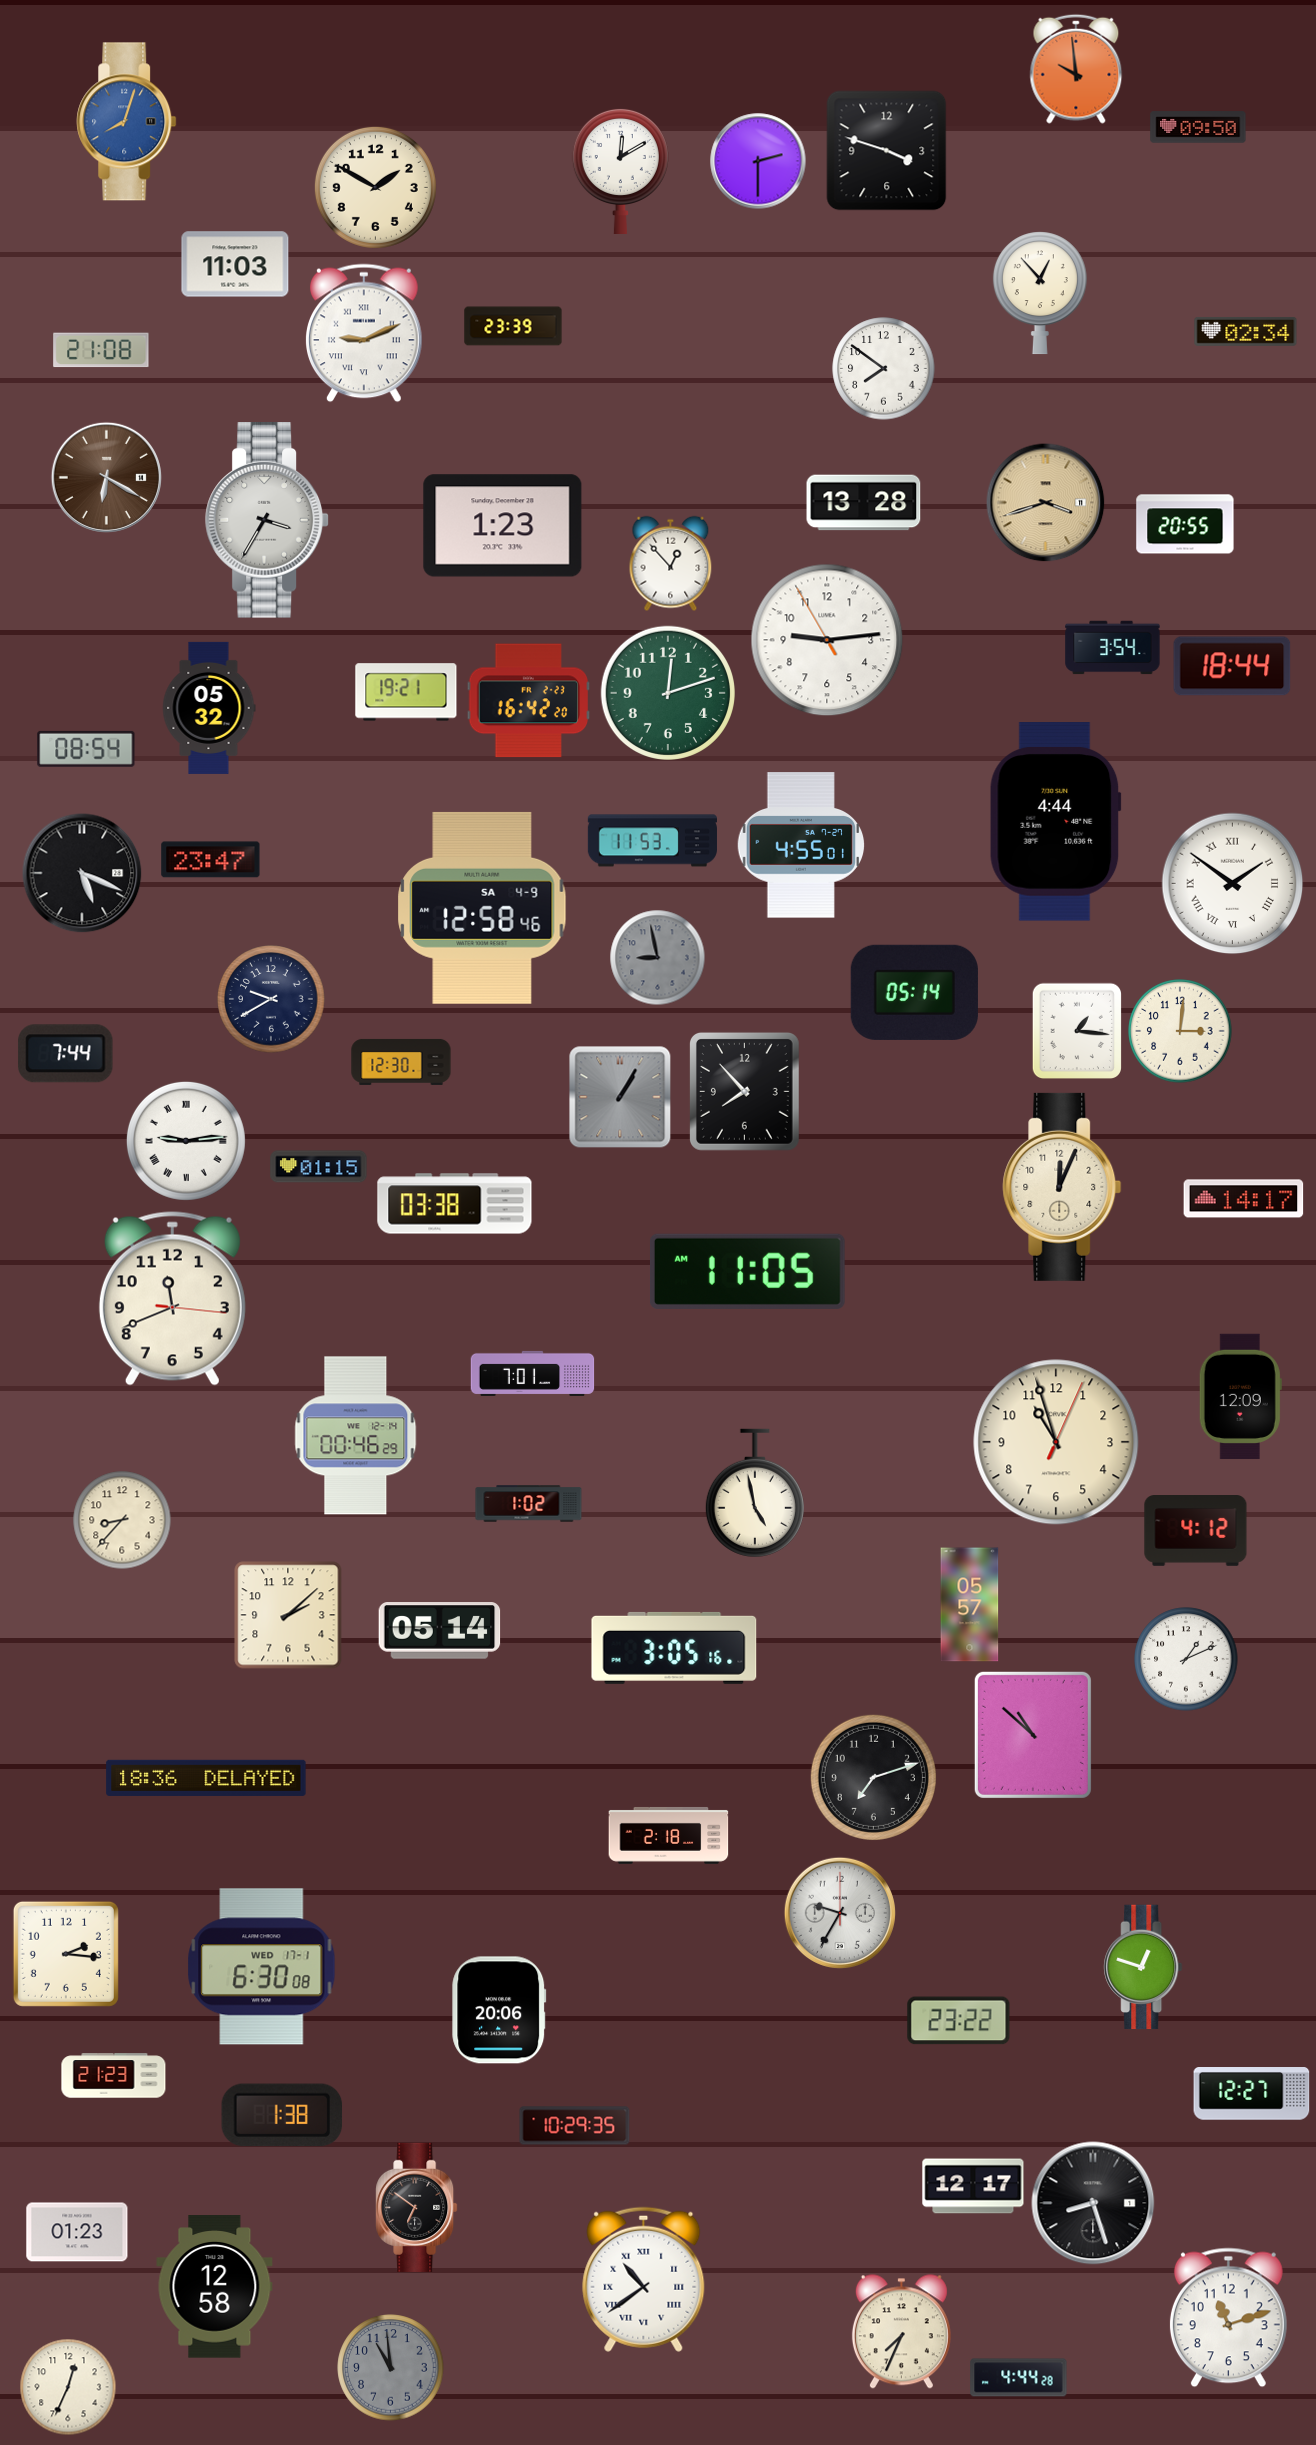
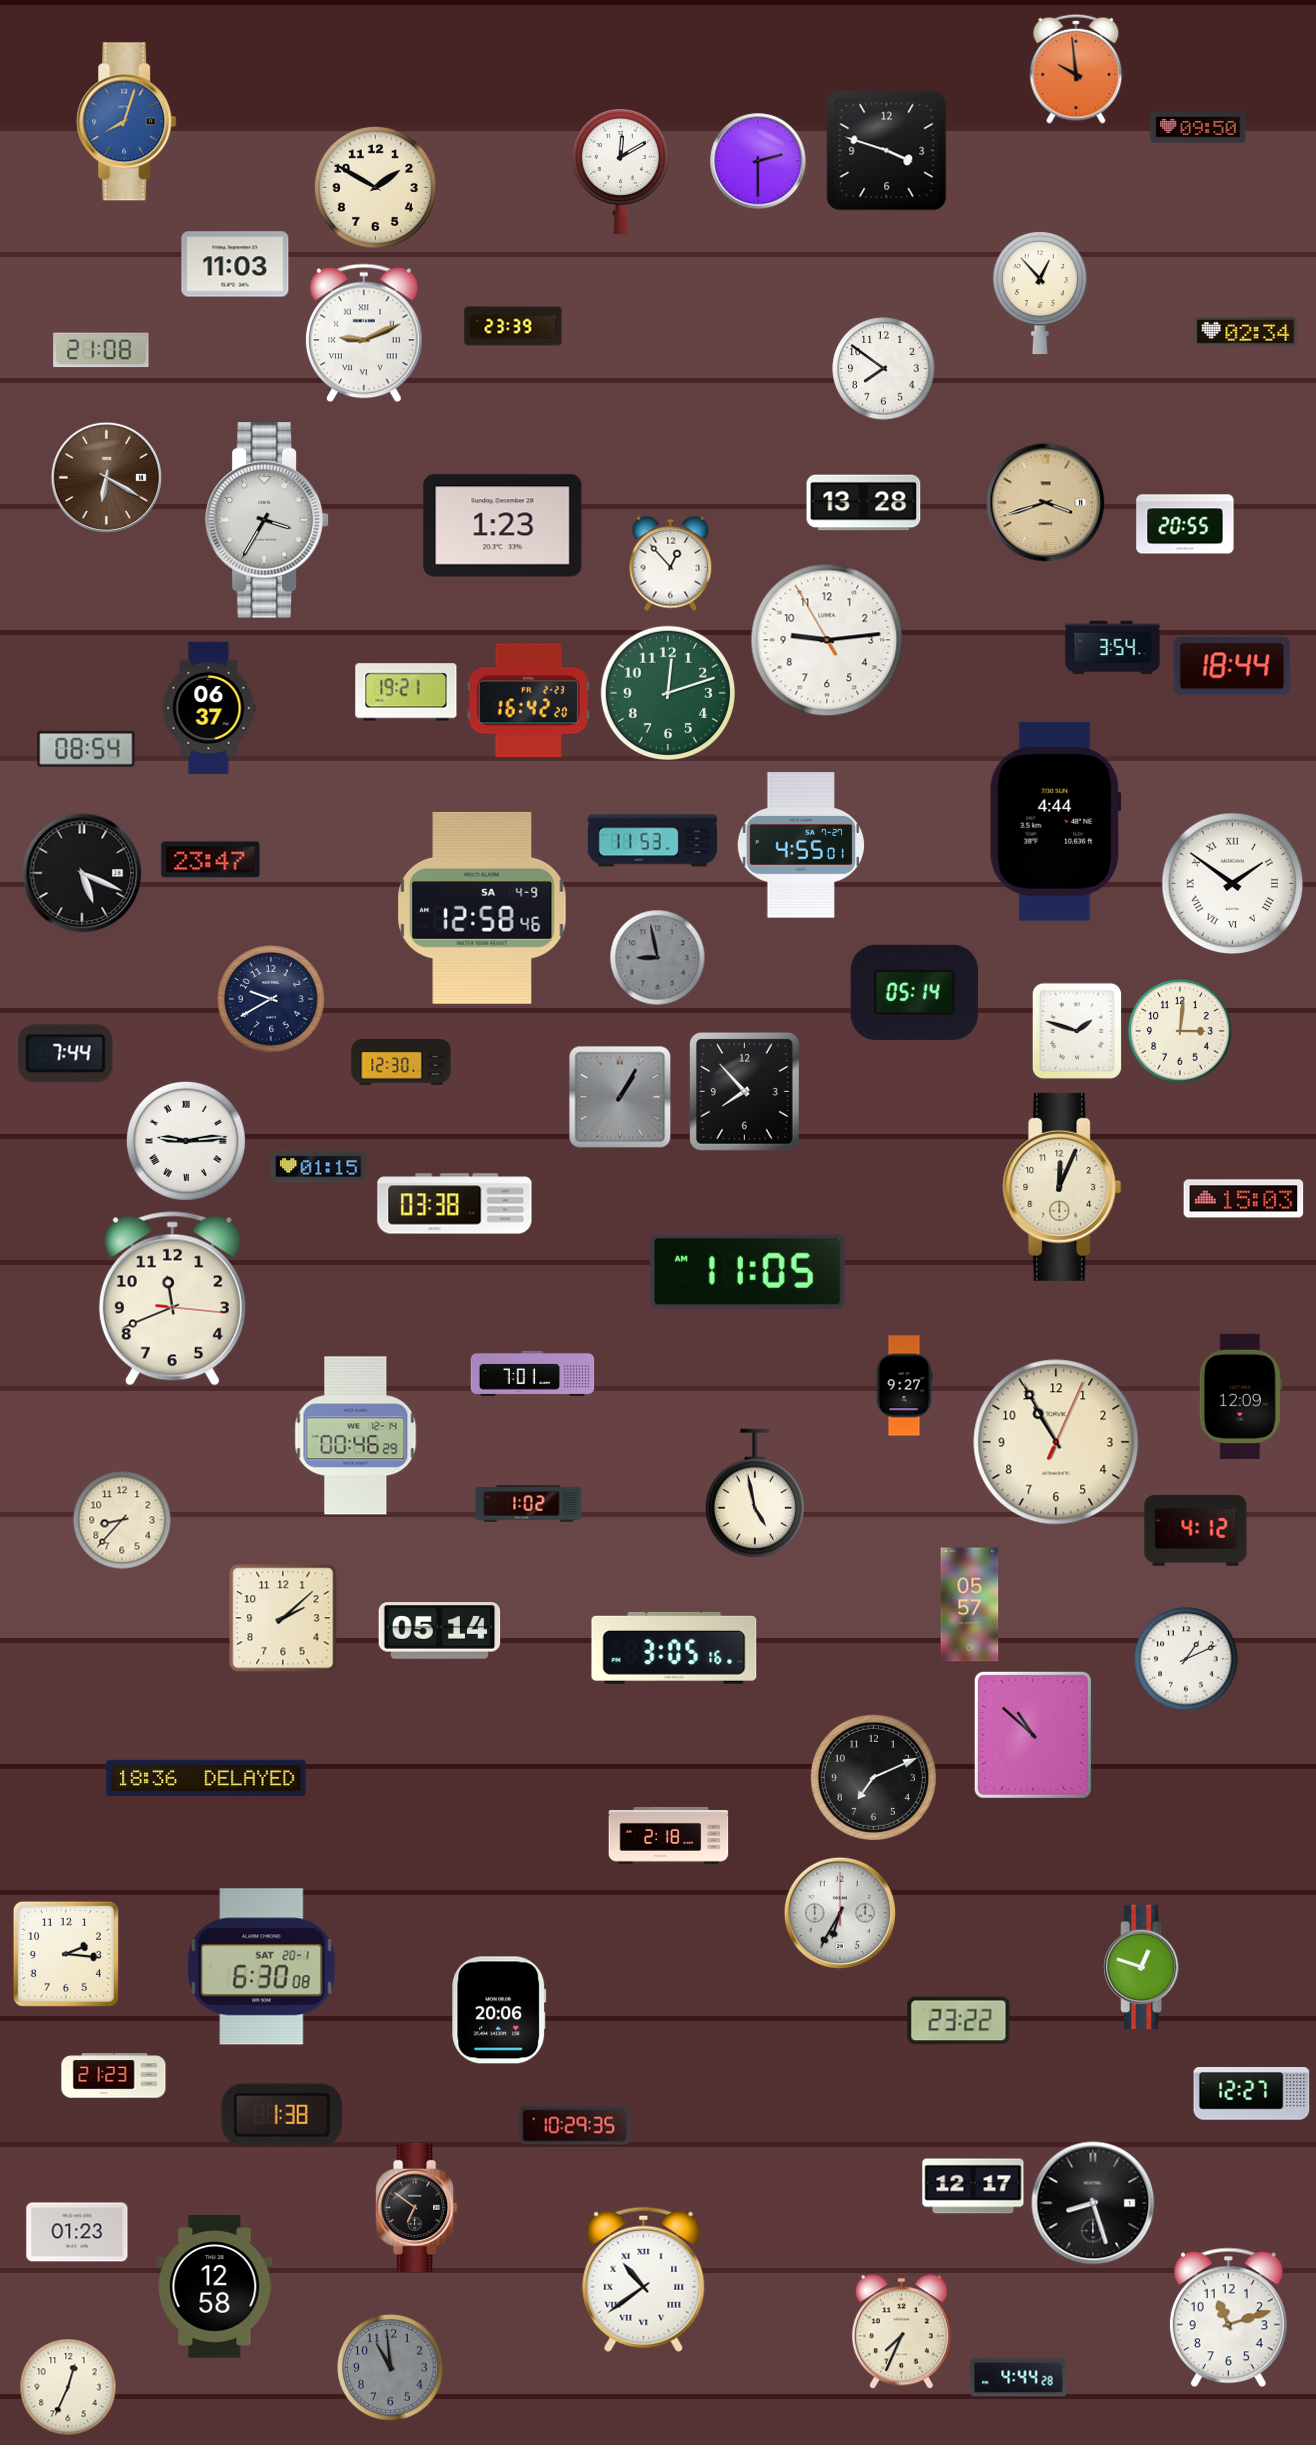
clock at (209, 708): 05:32 -> 06:37
clock at (1076, 1030): 1:16 -> 1:48
clock at (1244, 1199): 14:17 -> 15:03
clock at (904, 1386): none -> 9:27
clock at (1056, 1442): 10:57 -> 10:55
clock at (288, 1615) position: (288, 1615) -> (283, 1618)
clock at (873, 1777): 7:12 -> 7:11
clock at (840, 1913): 9:35 -> 6:35
clock at (262, 1967) date: WED 17-1 -> SAT 20-1
